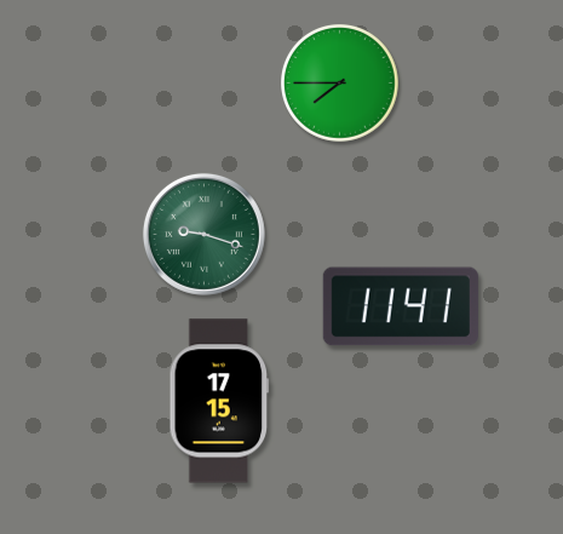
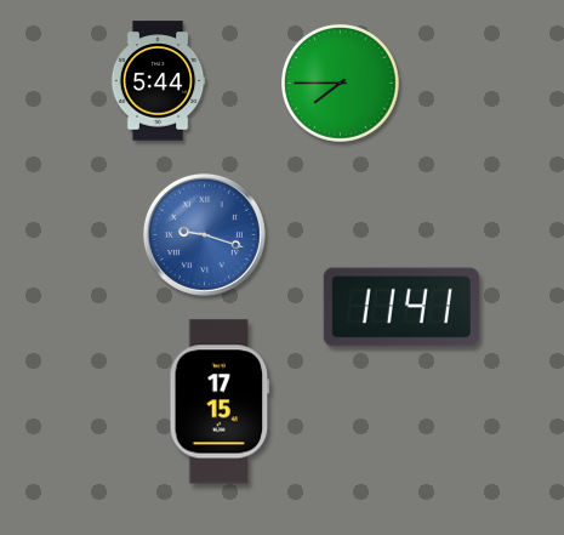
clock at (158, 81): none -> 5:44
clock at (203, 234) dial: green -> blue
